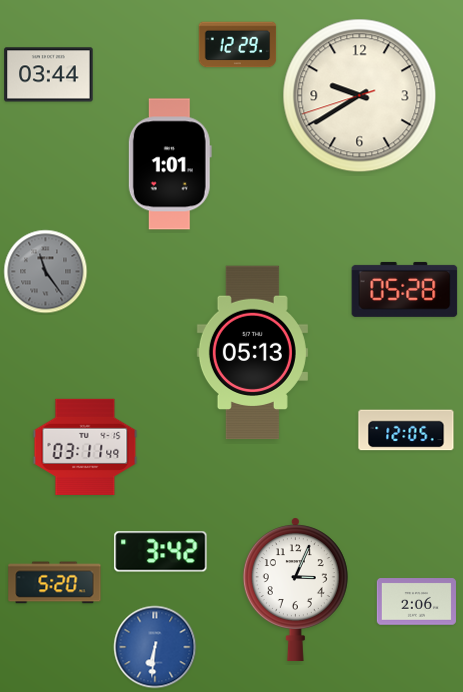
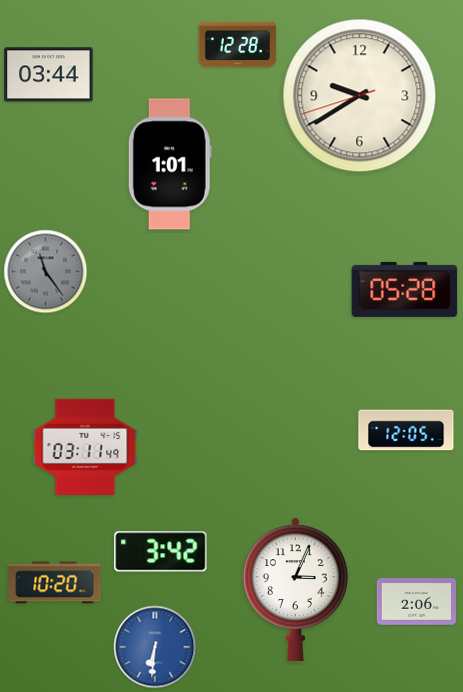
clock at (238, 45): 12:29 -> 12:28
clock at (252, 353): 05:13 -> none
clock at (55, 583): 5:20 -> 10:20
